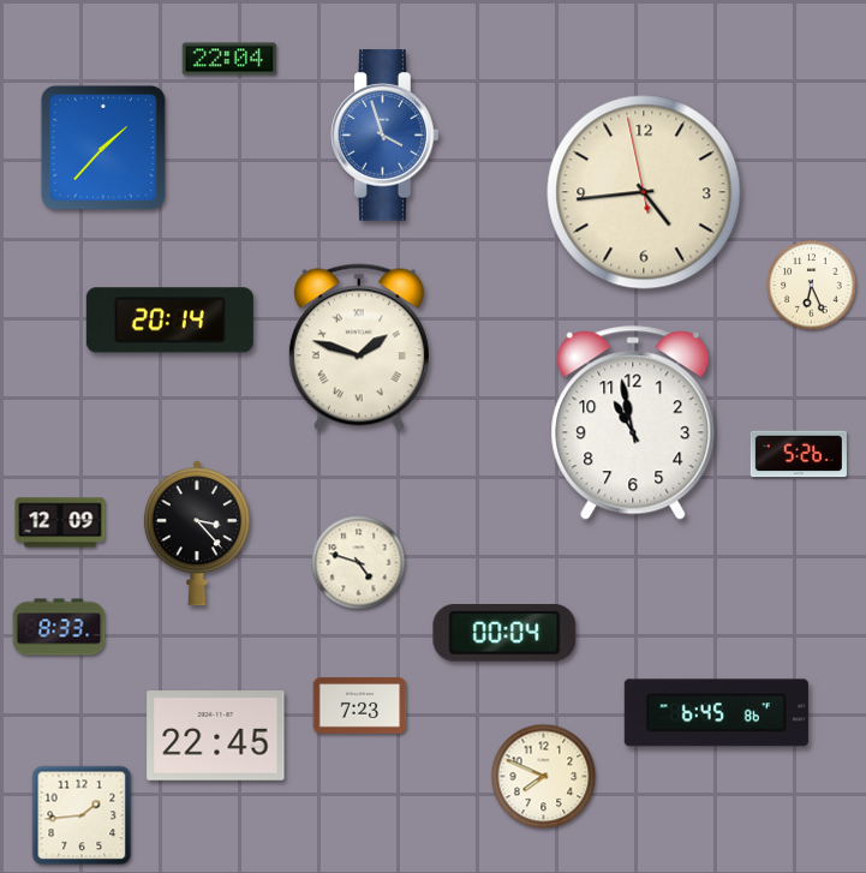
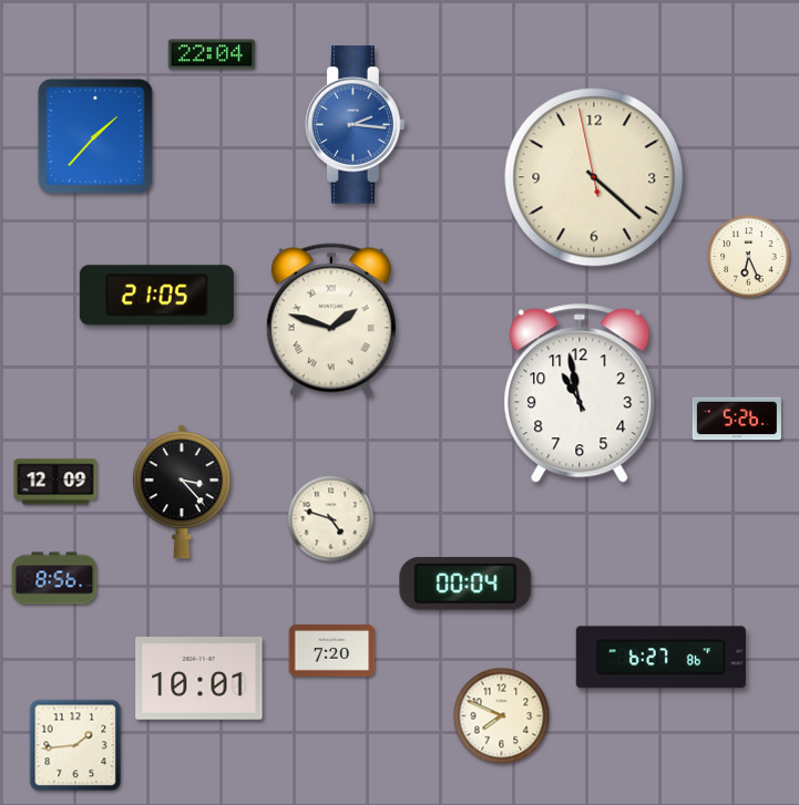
clock at (386, 136): 3:57 -> 2:16
clock at (644, 192): 4:43 -> 4:21
clock at (812, 286) position: (812, 286) -> (749, 257)
clock at (169, 321): 20:14 -> 21:05
clock at (633, 423) position: (633, 423) -> (580, 393)
clock at (59, 627): 8:33 -> 8:56
clock at (360, 706): 7:23 -> 7:20
clock at (716, 713): 6:45 -> 6:27
clock at (216, 736): 22:45 -> 10:01
clock at (82, 815) position: (82, 815) -> (75, 745)
